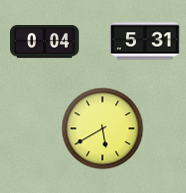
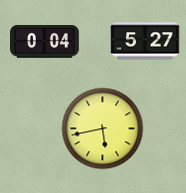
clock at (145, 41): 5:31 -> 5:27
clock at (103, 129): 5:40 -> 5:43
